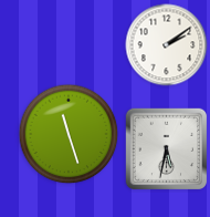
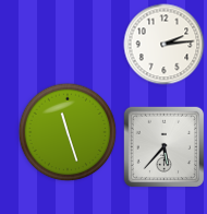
clock at (167, 45): 2:09 -> 2:14
clock at (166, 148): 5:32 -> 5:37
